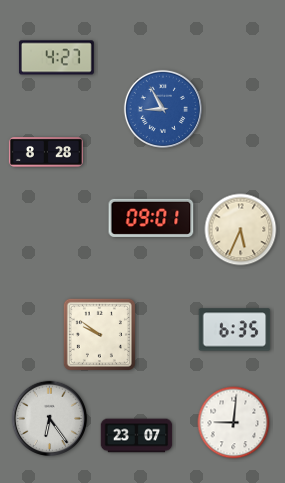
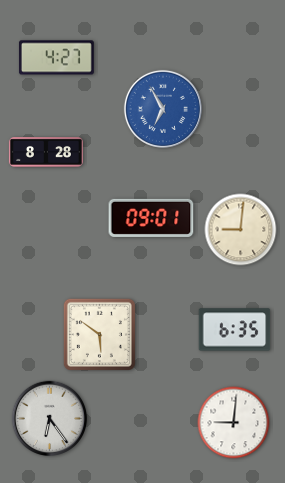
clock at (163, 109): 8:55 -> 6:55
clock at (241, 230): 5:34 -> 9:01
clock at (99, 334): 9:51 -> 5:51
clock at (137, 436): 23:07 -> none
